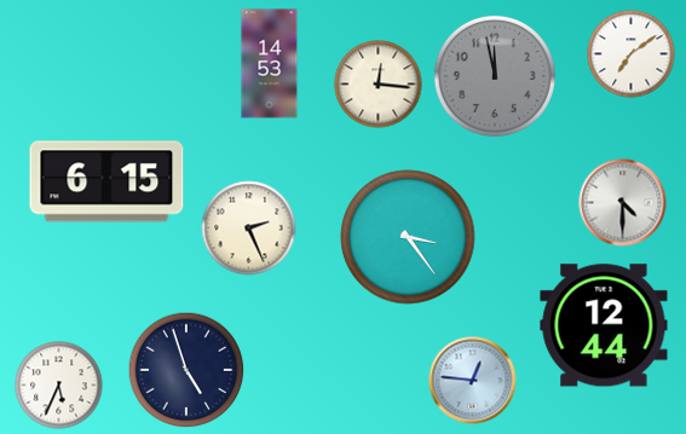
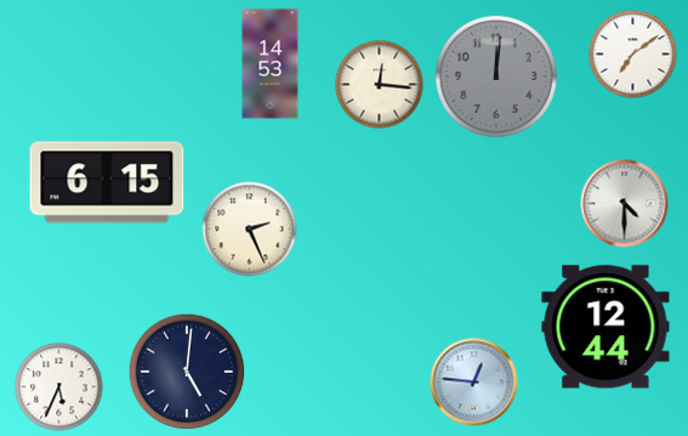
clock at (495, 76): 11:58 -> 12:01
clock at (408, 237): 3:24 -> none
clock at (186, 370): 4:57 -> 5:01
